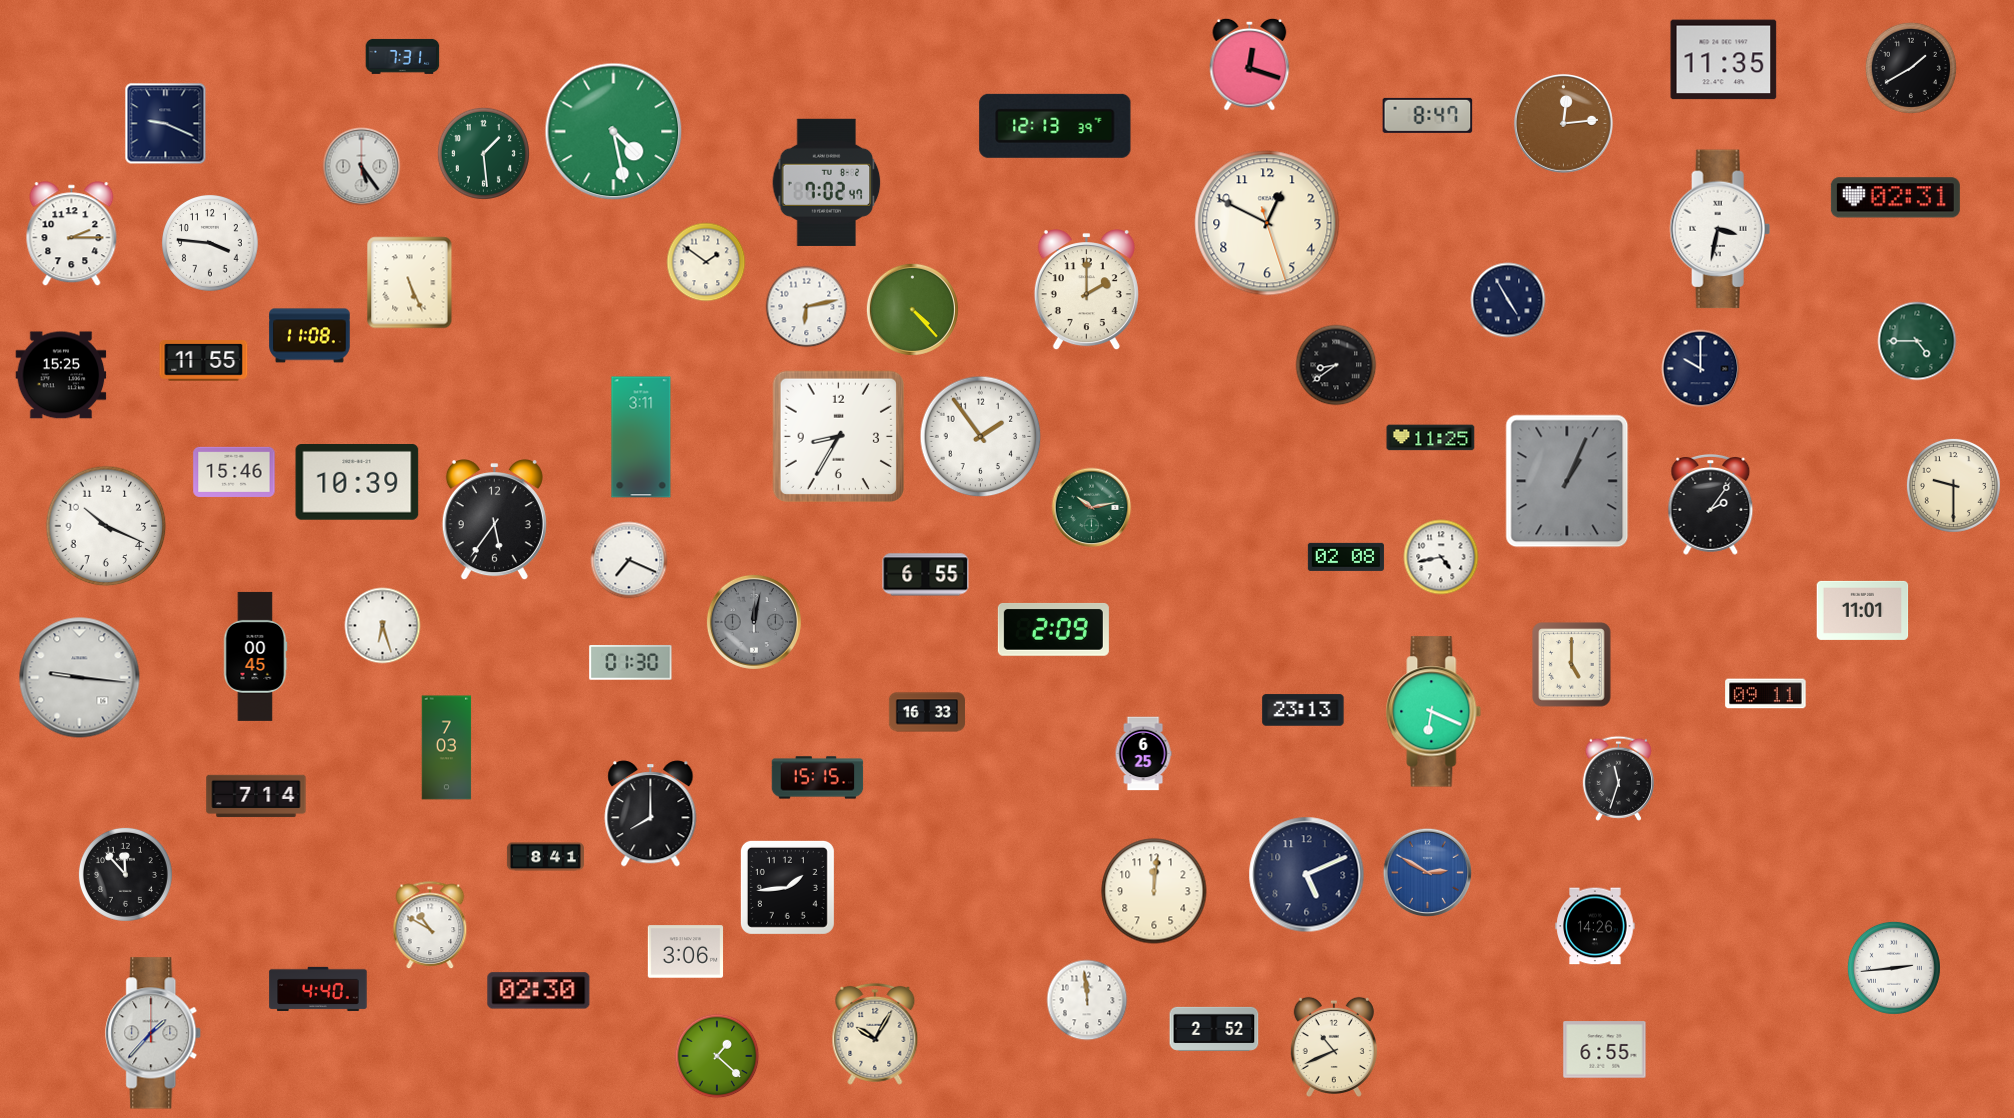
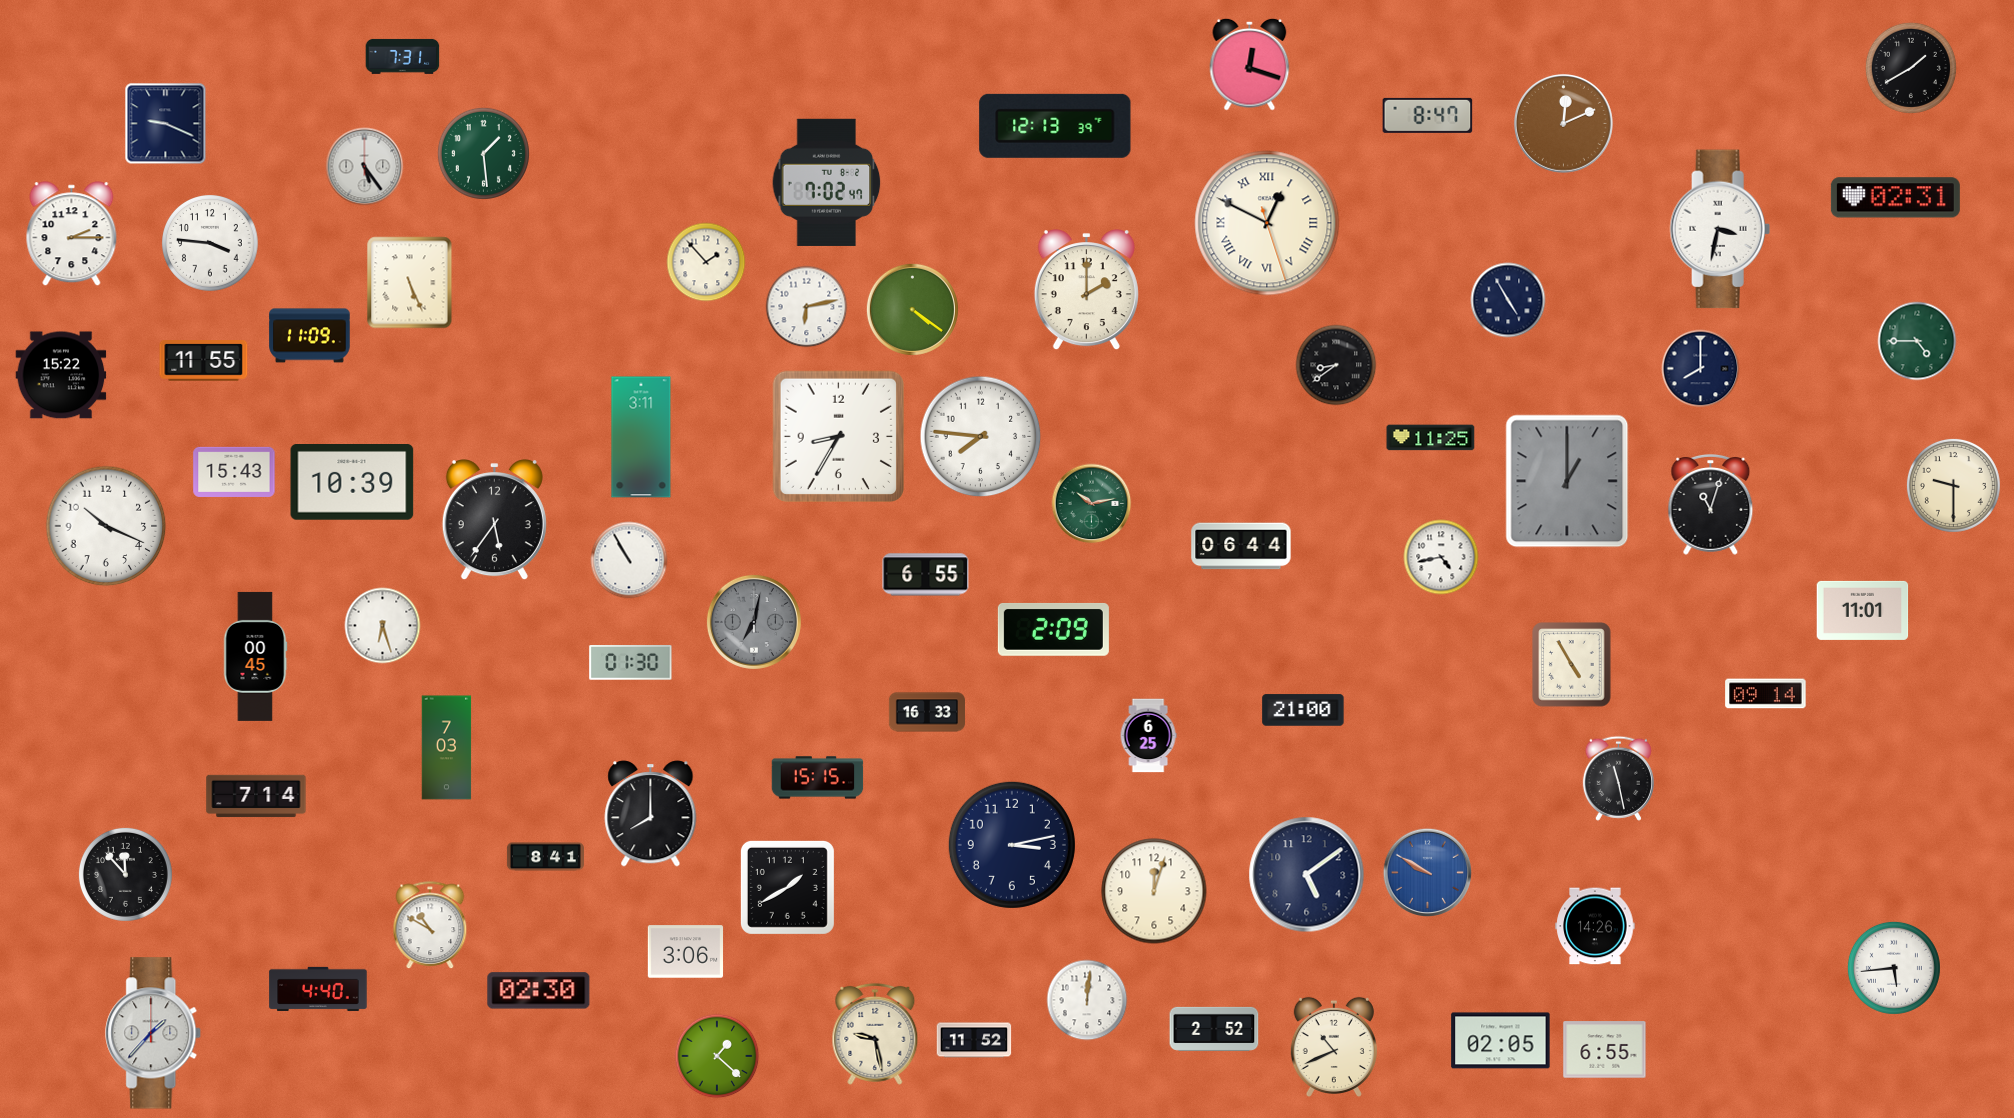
clock at (1724, 60): 11:35 -> none
clock at (1563, 123): 12:14 -> 12:11
clock at (614, 132): 4:28 -> none
clock at (362, 167) position: (362, 167) -> (365, 167)
clock at (1267, 223) numerals: Arabic -> Roman
clock at (706, 262): 1:51 -> 1:53
clock at (912, 309): 4:23 -> 4:21
clock at (310, 336): 11:08 -> 11:09
clock at (1701, 369): 10:00 -> 8:00
clock at (61, 375): 15:25 -> 15:22
clock at (981, 437): 1:54 -> 7:46
clock at (234, 472): 15:46 -> 15:43
clock at (1567, 481): 1:04 -> 1:00
clock at (357, 483) position: (357, 483) -> (352, 483)
clock at (1711, 505): 2:06 -> 11:03
clock at (1092, 508) position: (1092, 508) -> (1092, 504)
clock at (1241, 546): none -> 06:44
clock at (1346, 557): 02:08 -> none
clock at (629, 560): 7:19 -> 10:55
clock at (754, 622): 12:02 -> 7:02
clock at (1572, 665): 5:00 -> 4:55
clock at (80, 678): 9:16 -> none
clock at (1766, 694): 09:11 -> 09:14
clock at (1303, 710): 23:13 -> 21:00
clock at (1434, 712): 6:19 -> none
clock at (1143, 754) position: (1143, 754) -> (1148, 736)
clock at (1618, 778): 11:33 -> 11:28
clock at (1012, 845): none -> 3:13
clock at (1427, 872): 2:50 -> 9:50
clock at (1307, 875): 5:11 -> 5:09
clock at (787, 887): 1:44 -> 1:40
clock at (1154, 891): 12:01 -> 12:03
clock at (1894, 968): 2:44 -> 5:44
clock at (1087, 1000): 11:59 -> 12:01
clock at (875, 1034): 10:05 -> 9:28
clock at (974, 1040): none -> 11:52
clock at (1501, 1041): none -> 02:05
